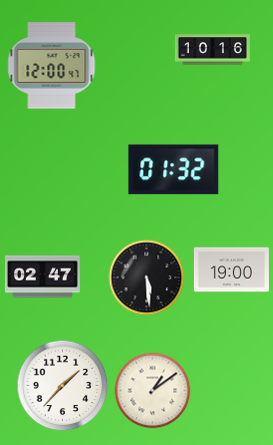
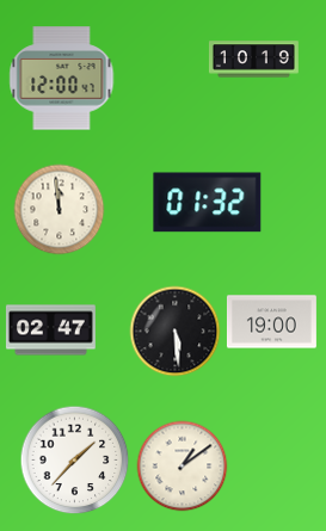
clock at (212, 50): 10:16 -> 10:19
clock at (60, 210): none -> 11:59
clock at (231, 270) position: (231, 270) -> (271, 322)
